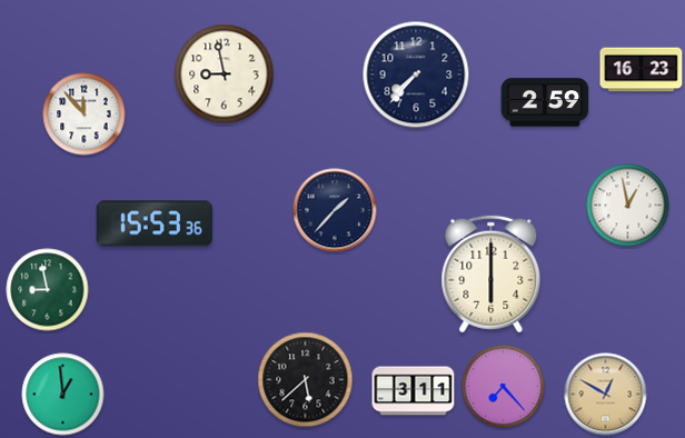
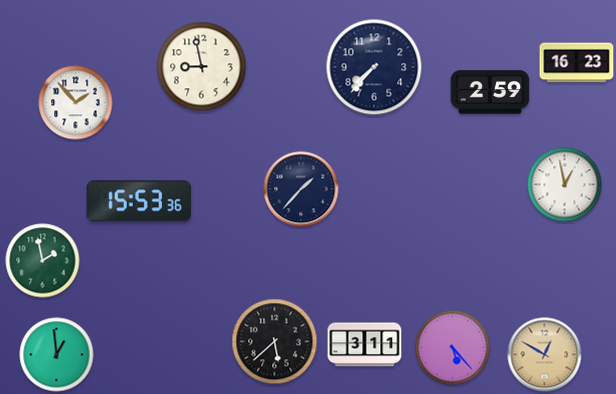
clock at (85, 115): 11:53 -> 1:53
clock at (492, 275): 6:00 -> none
clock at (48, 290): 8:58 -> 1:58
clock at (504, 387): 7:23 -> 5:23
clock at (414, 391) position: (414, 391) -> (365, 345)
